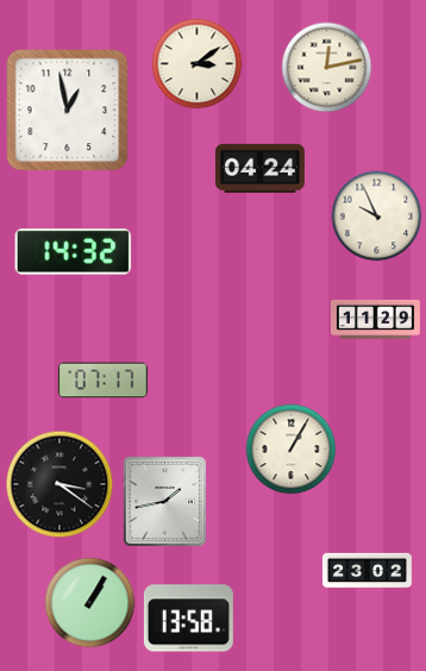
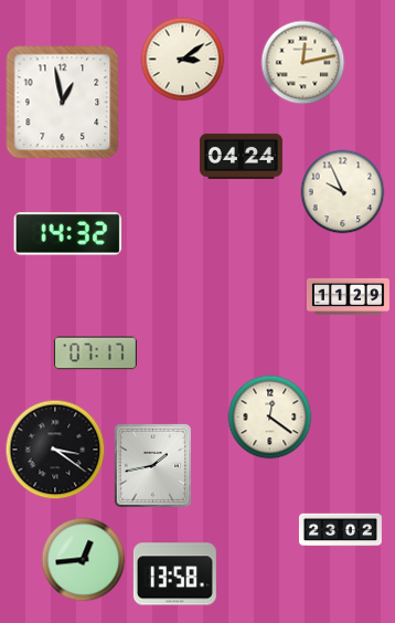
clock at (377, 217) position: (377, 217) -> (343, 192)
clock at (292, 450): 1:05 -> 12:21
clock at (90, 603): 1:05 -> 12:44
